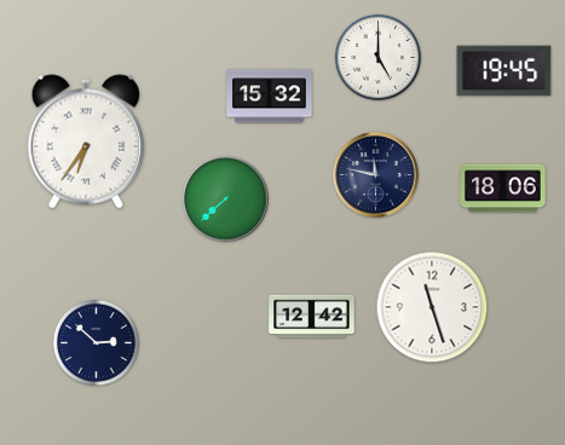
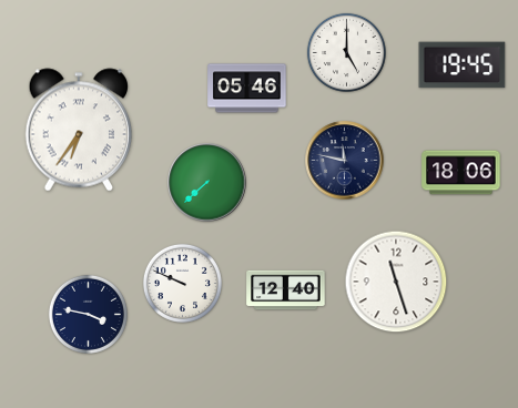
clock at (270, 97): 15:32 -> 05:46
clock at (182, 283): none -> 9:49
clock at (312, 317): 12:42 -> 12:40
clock at (96, 342): 2:52 -> 3:47
